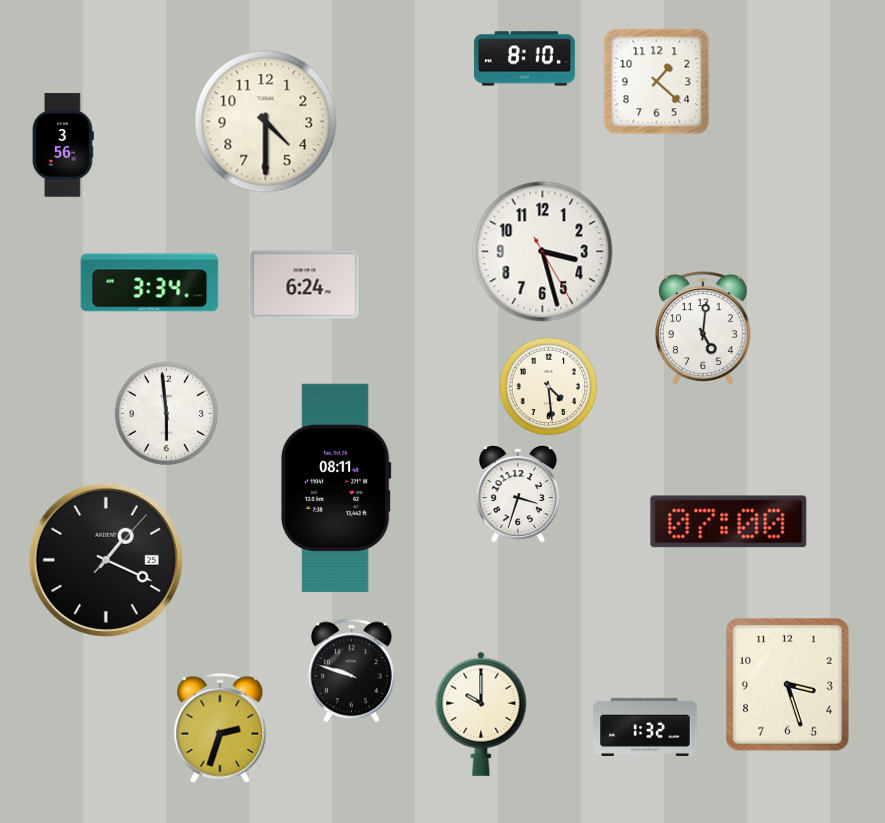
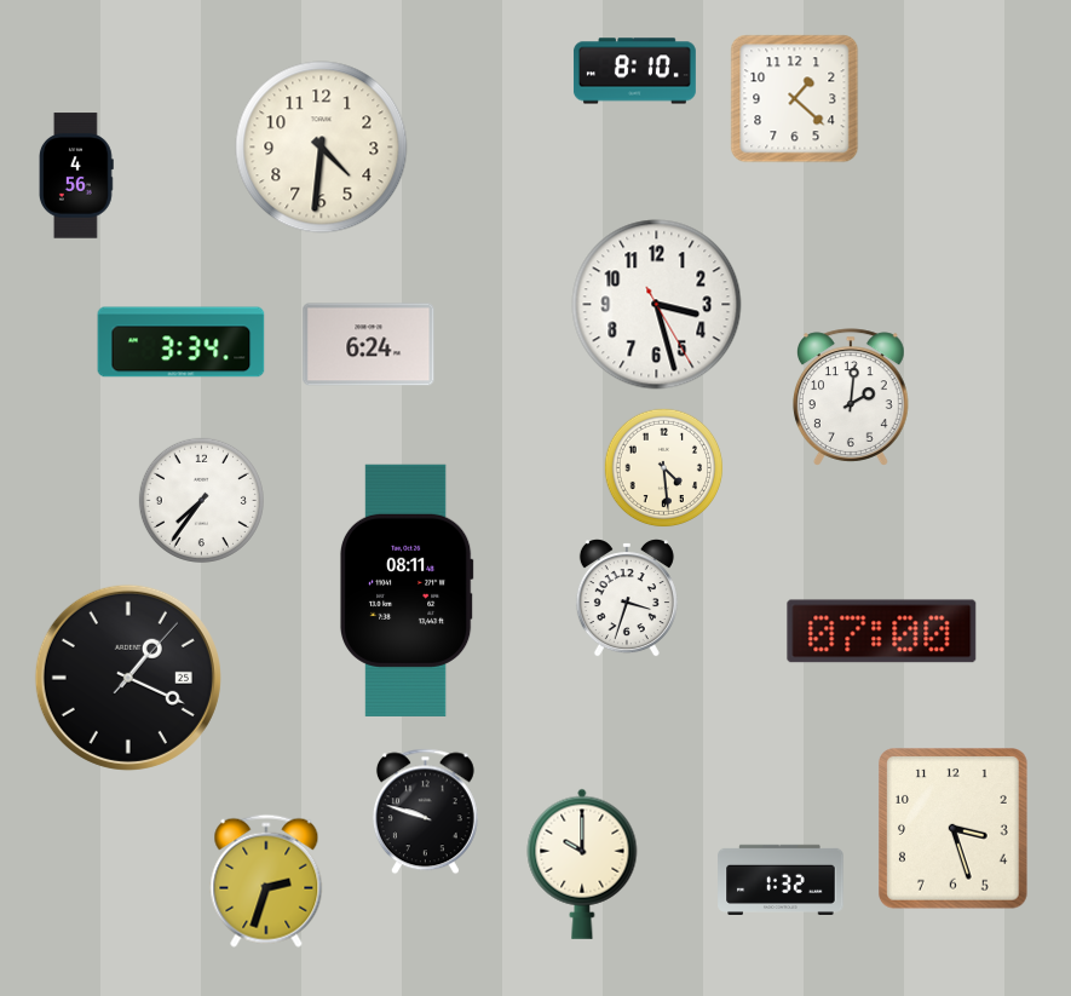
clock at (266, 122): 4:30 -> 4:31
clock at (63, 145): 3:56 -> 4:56
clock at (703, 328): 5:01 -> 2:01
clock at (166, 413): 5:59 -> 7:36
